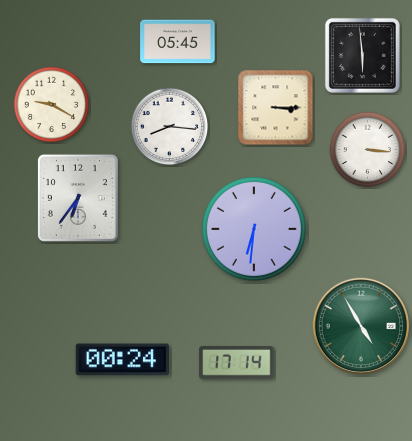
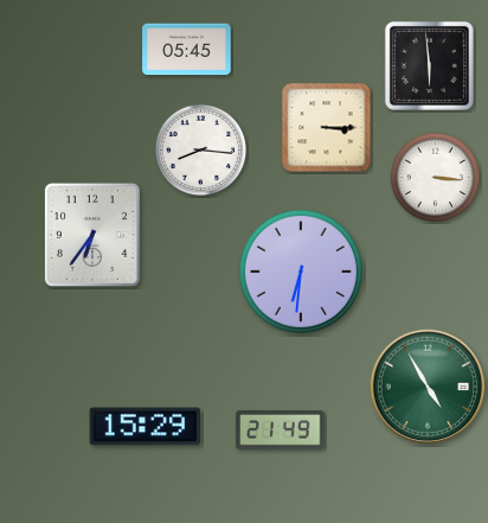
clock at (178, 42) position: (178, 42) -> (187, 50)
clock at (52, 105): 9:20 -> none
clock at (122, 360): 00:24 -> 15:29
clock at (237, 363): 17:14 -> 21:49
